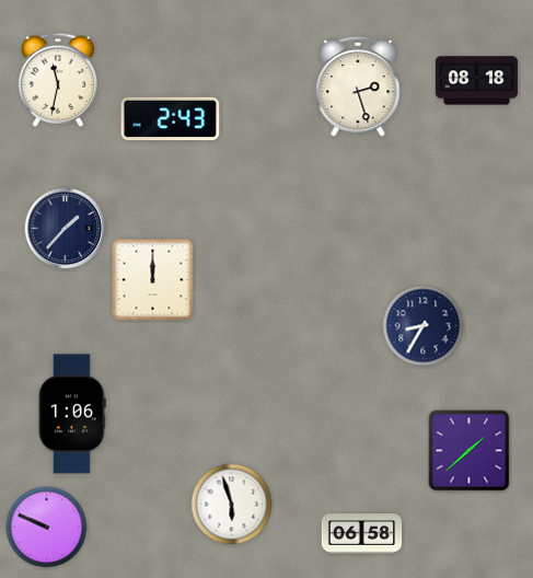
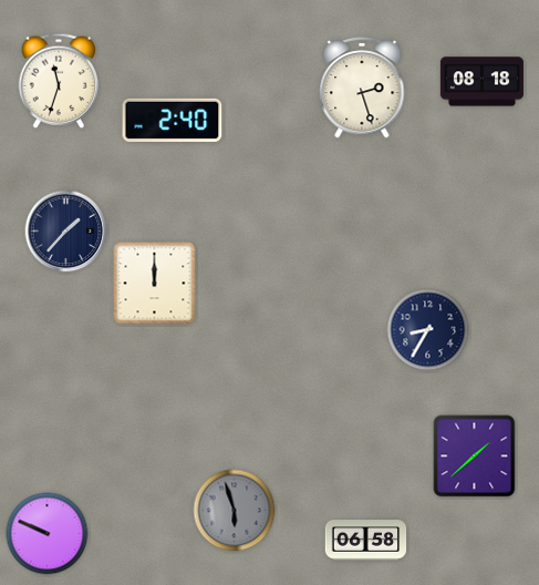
clock at (58, 80): 11:32 -> 11:33
clock at (171, 118): 2:43 -> 2:40
clock at (73, 414): 1:06 -> none
clock at (232, 505) dial: white -> grey
